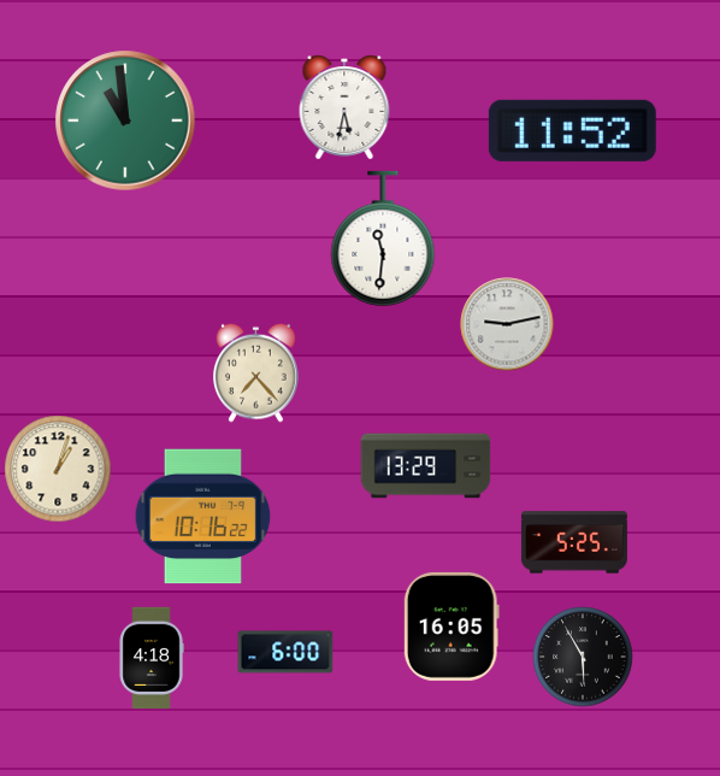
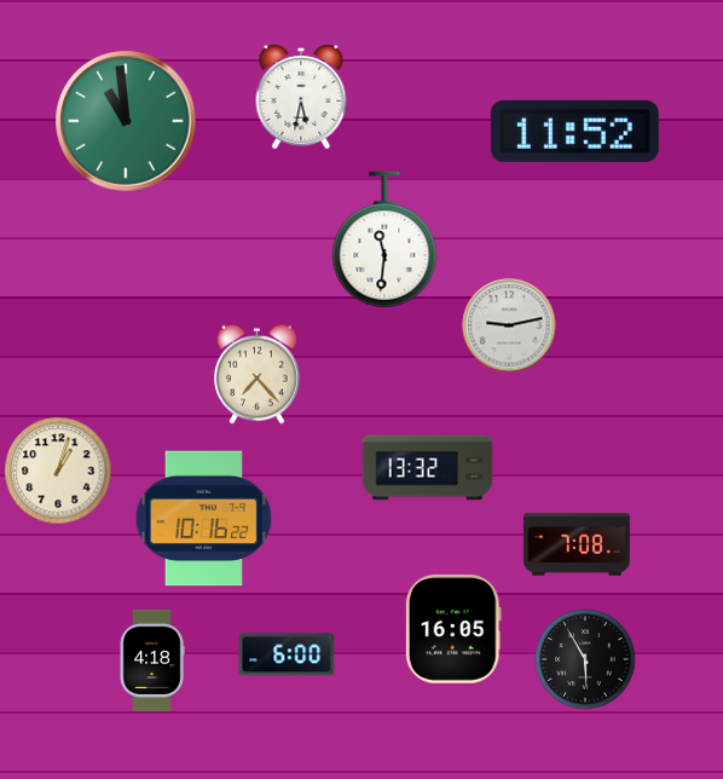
clock at (344, 107) position: (344, 107) -> (301, 97)
clock at (426, 466): 13:29 -> 13:32
clock at (574, 542): 5:25 -> 7:08
